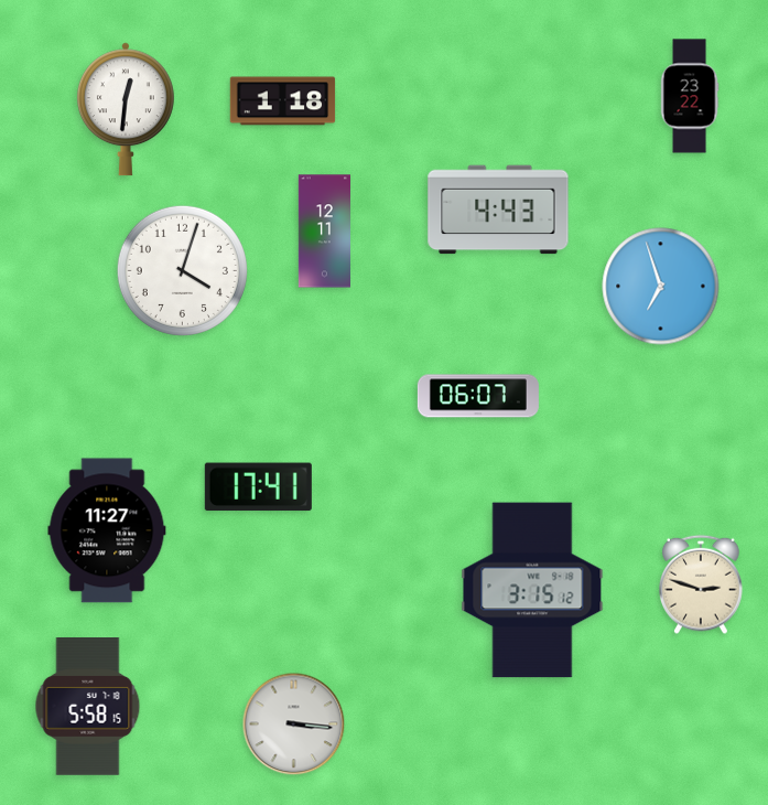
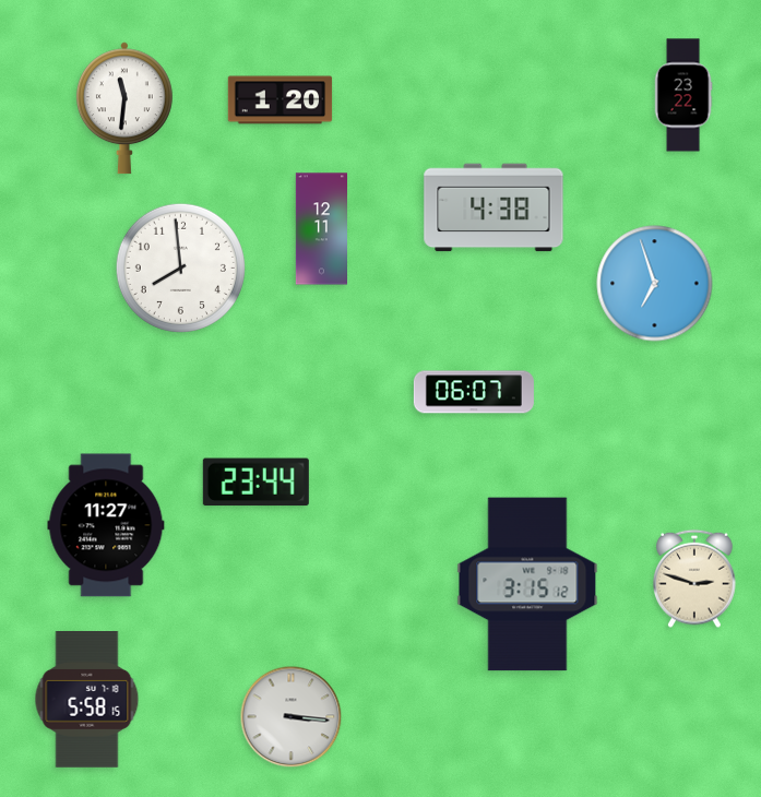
clock at (283, 101): 1:18 -> 1:20
clock at (126, 109): 12:31 -> 11:31
clock at (498, 210): 4:43 -> 4:38
clock at (182, 270): 4:03 -> 7:59
clock at (258, 487): 17:41 -> 23:44
